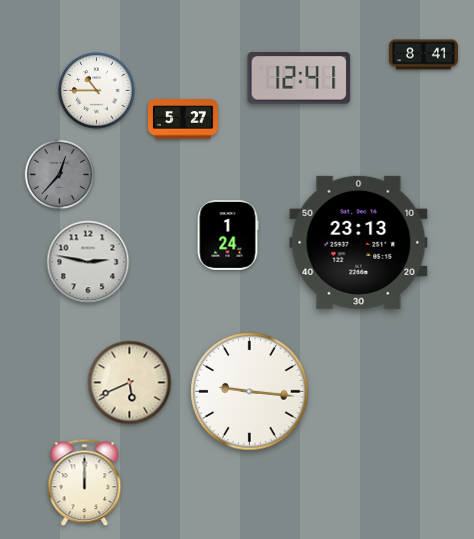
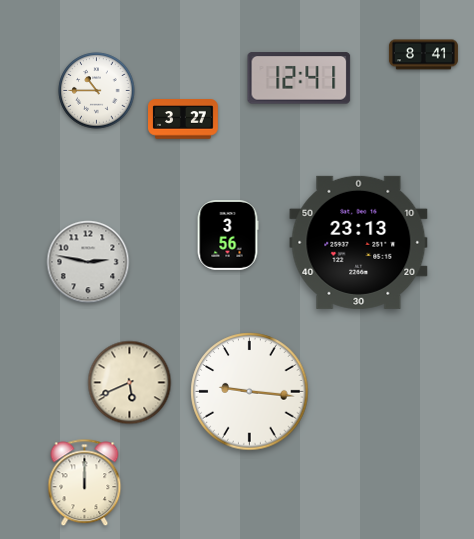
clock at (184, 119): 5:27 -> 3:27
clock at (60, 175): 12:37 -> none
clock at (228, 236): 1:24 -> 3:56
